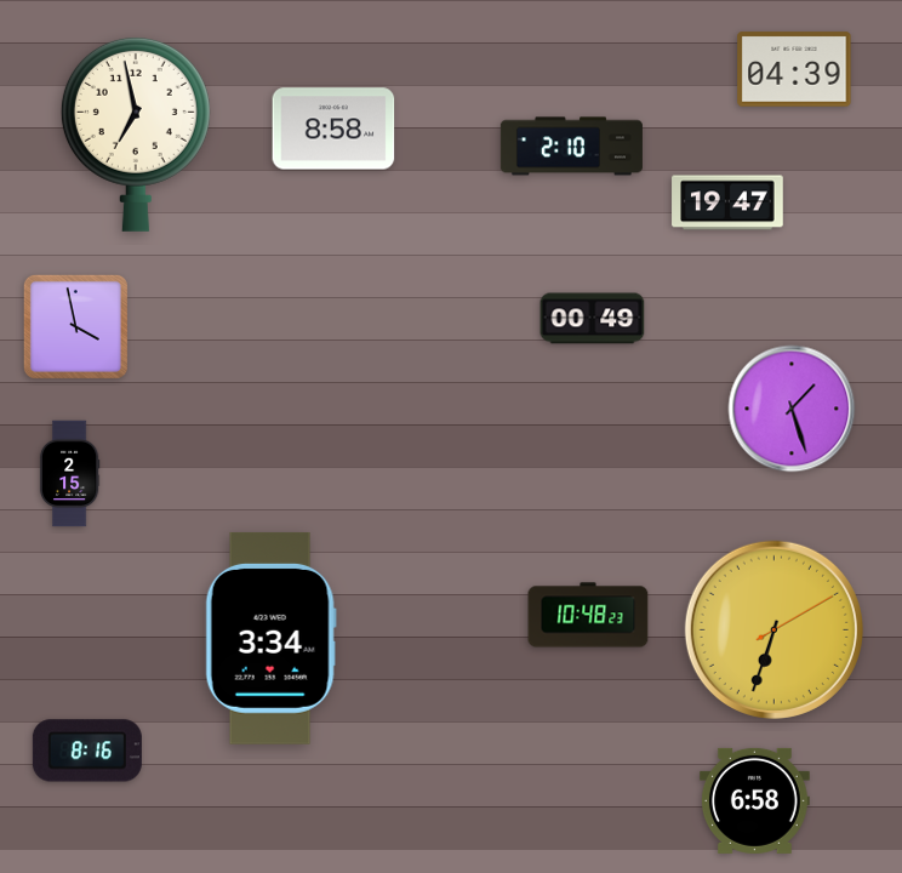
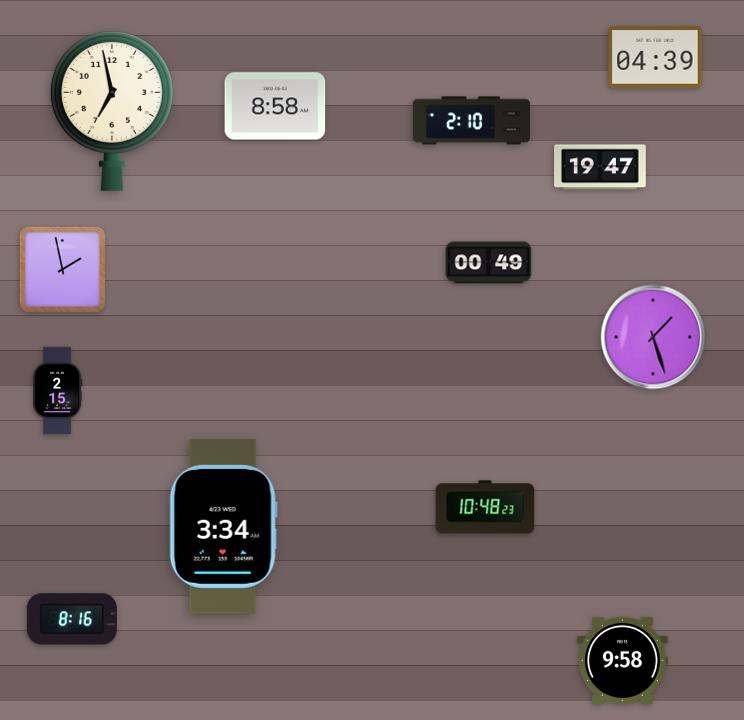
clock at (75, 326): 3:58 -> 1:58
clock at (773, 629): 6:33 -> none
clock at (754, 800): 6:58 -> 9:58
